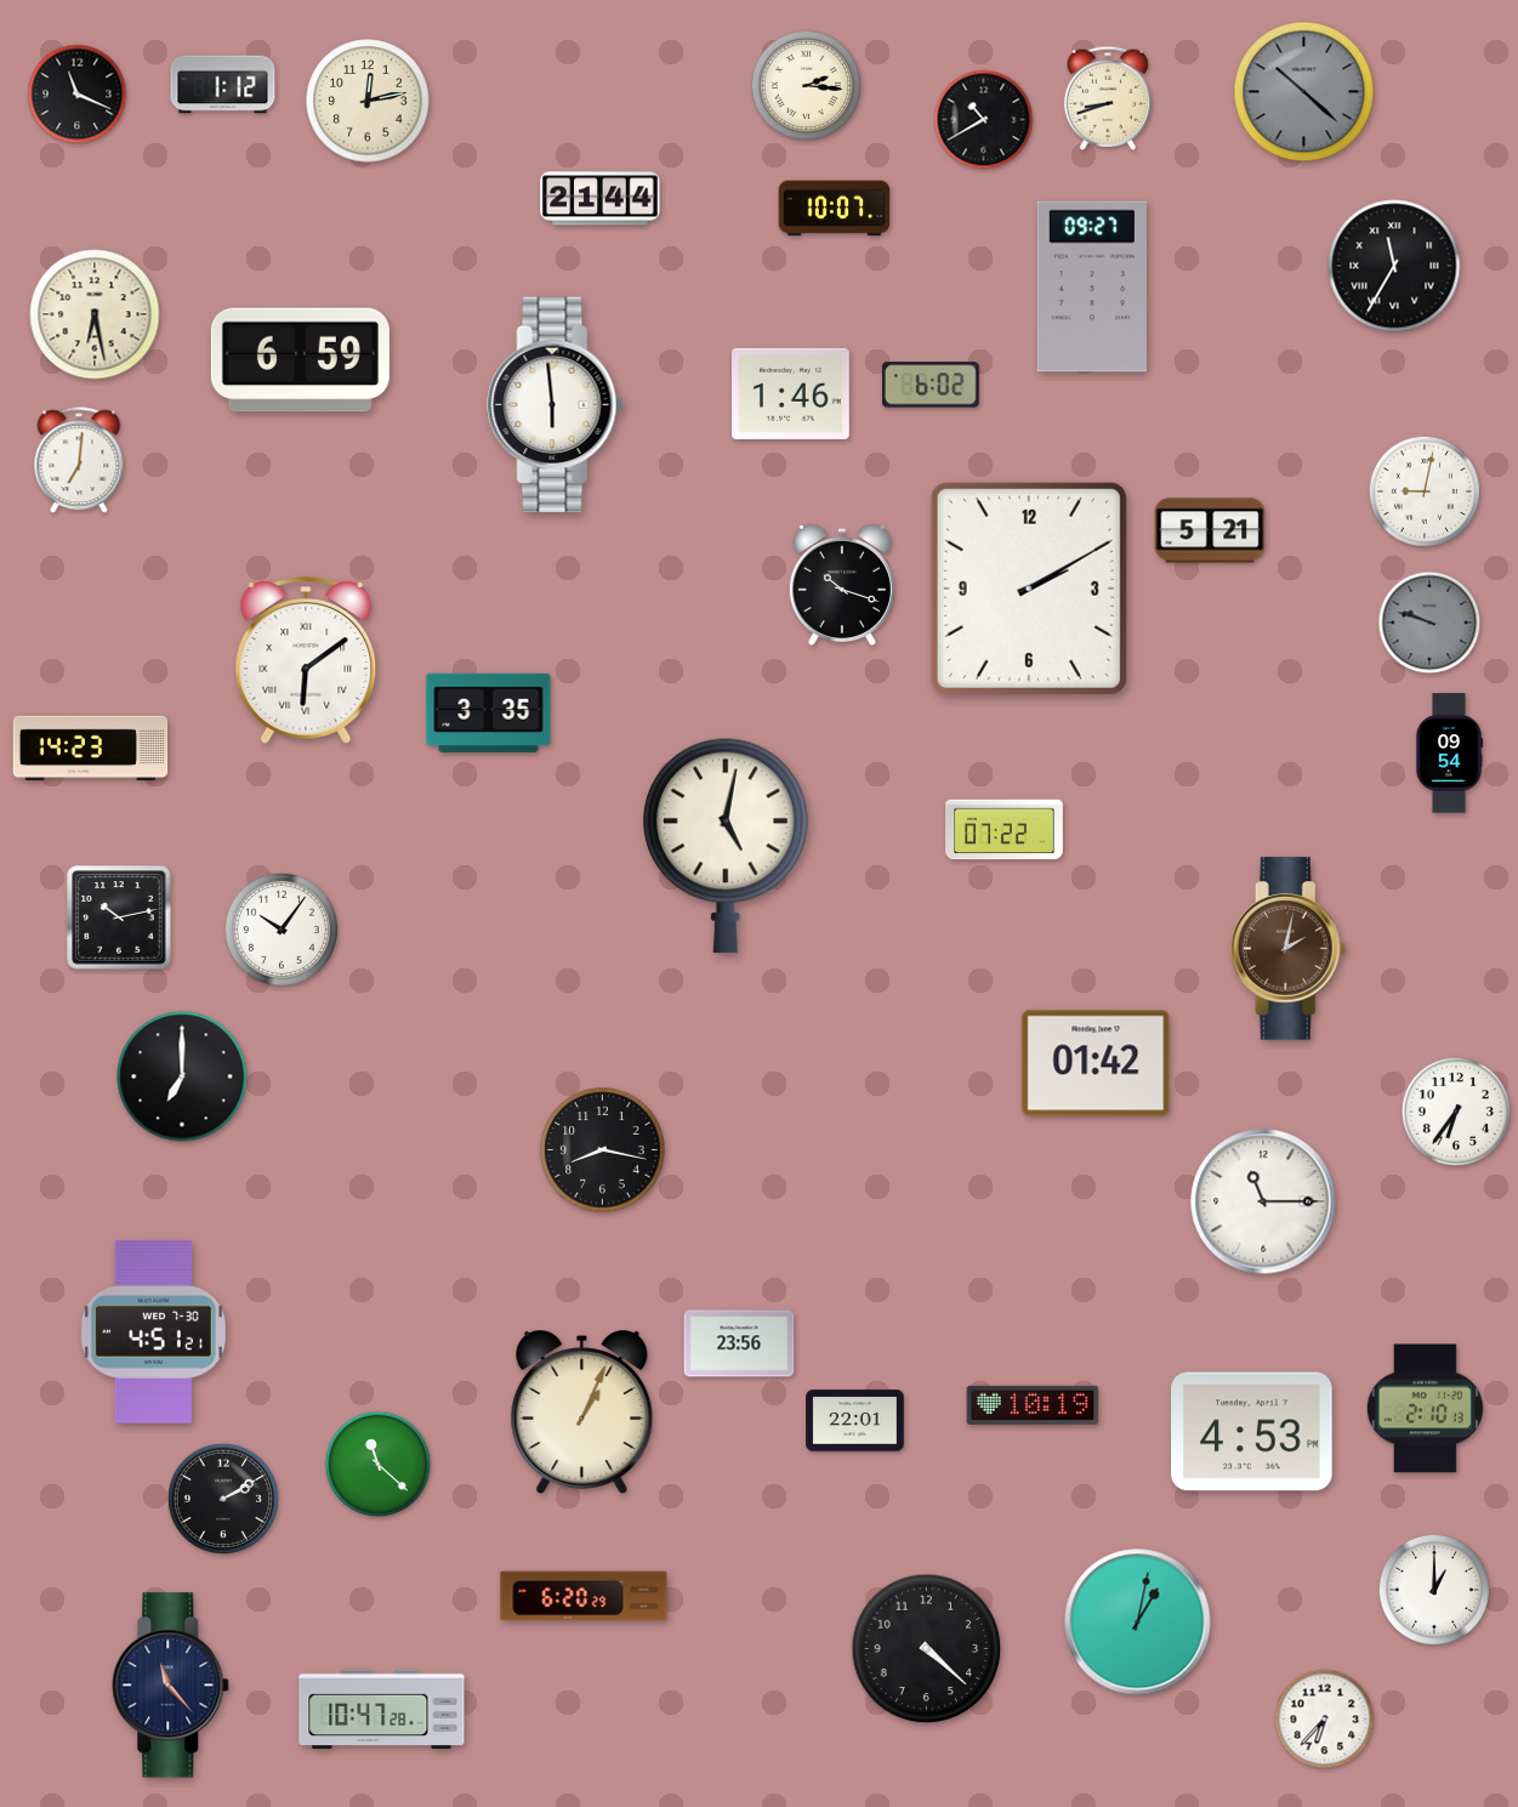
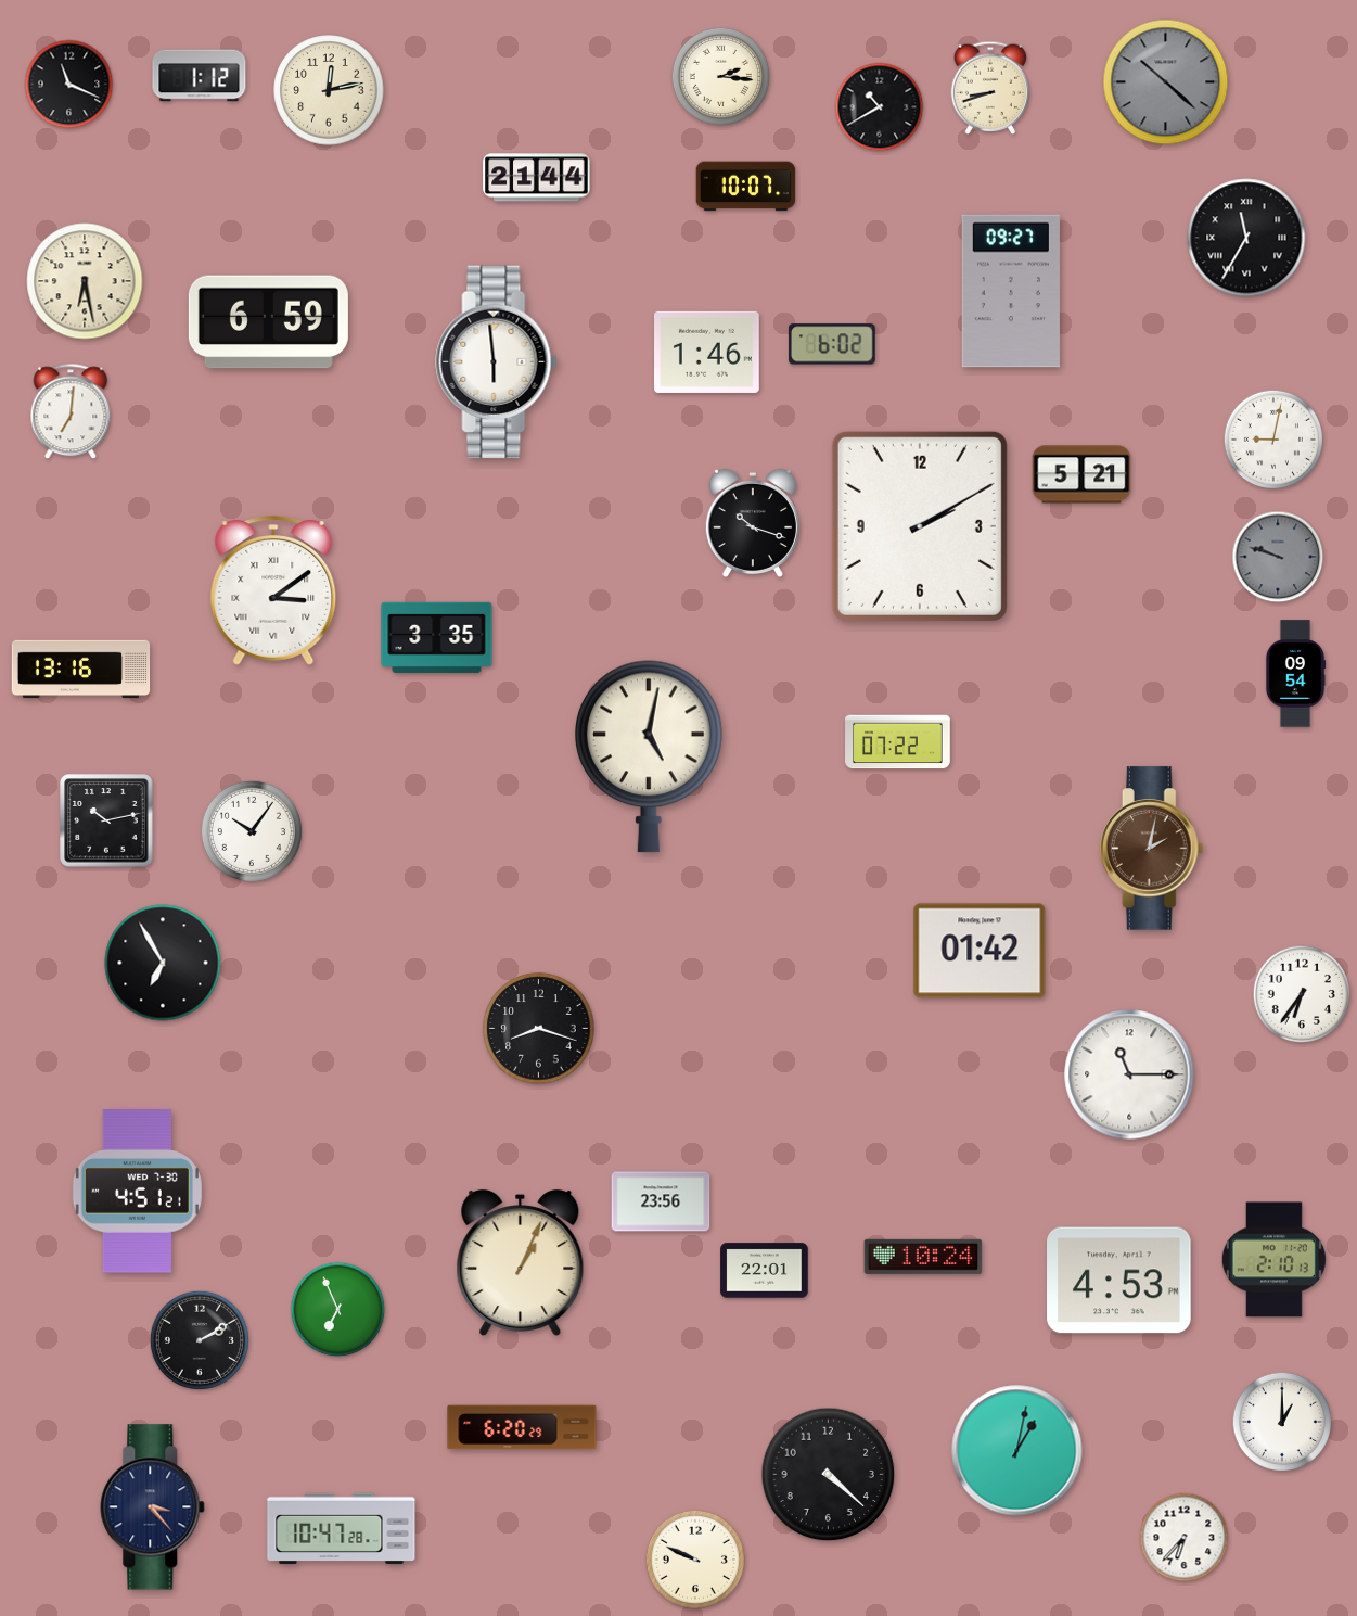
clock at (1092, 286) position: (1092, 286) -> (1011, 291)
clock at (306, 660): 6:09 -> 3:09
clock at (91, 749): 14:23 -> 13:16
clock at (182, 1076): 7:00 -> 6:55
clock at (603, 1150): 8:17 -> 8:18
clock at (1033, 1405): 10:19 -> 10:24
clock at (379, 1465): 11:22 -> 6:56
clock at (171, 1686): 11:23 -> 3:23
clock at (695, 1560): none -> 9:49
